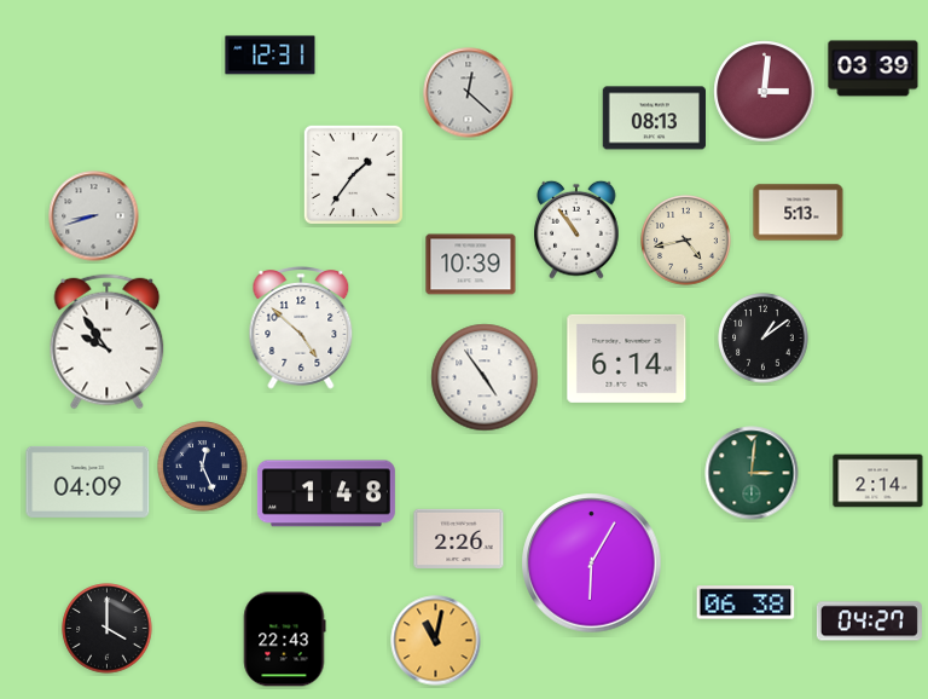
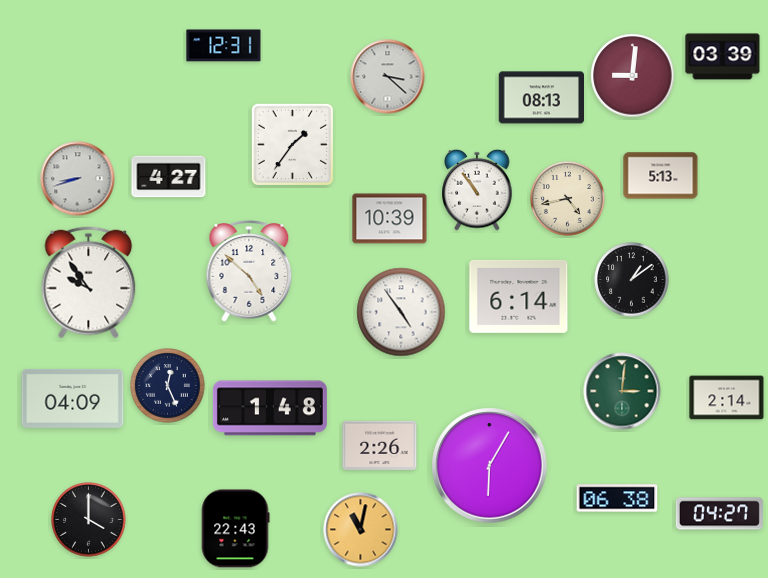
clock at (765, 92): 3:01 -> 9:01
clock at (469, 93): 12:22 -> 3:22
clock at (169, 177): none -> 4:27
